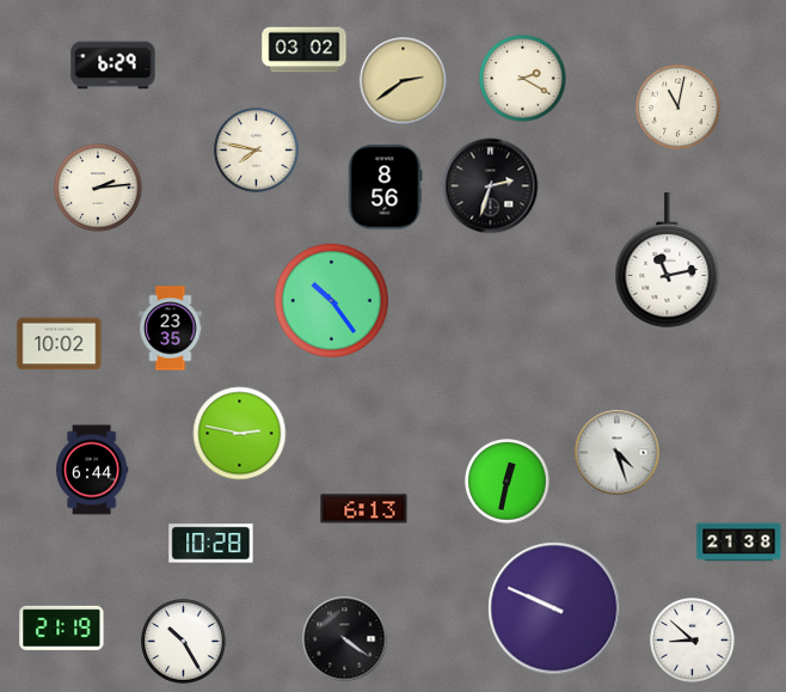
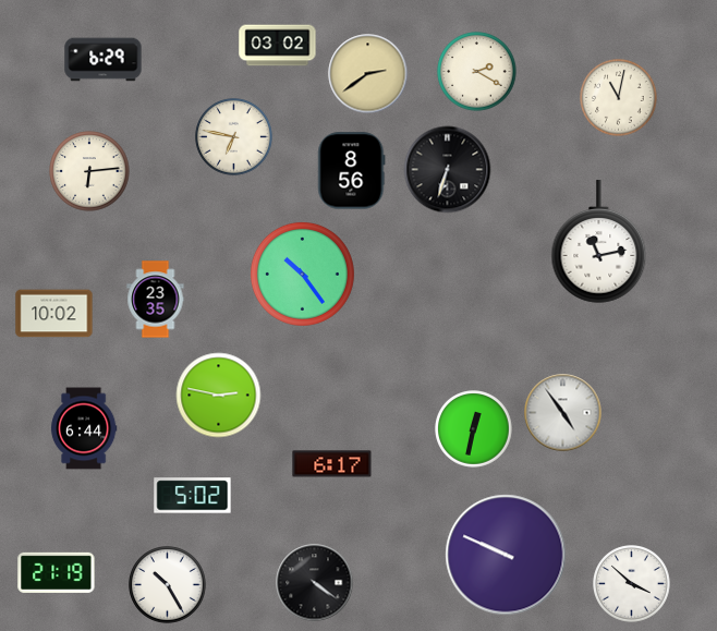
clock at (257, 151): 7:47 -> 6:47
clock at (491, 186): 2:33 -> 6:33
clock at (98, 188): 2:14 -> 6:14
clock at (668, 261) position: (668, 261) -> (599, 242)
clock at (618, 453): 4:27 -> 4:54
clock at (508, 482) position: (508, 482) -> (474, 429)
clock at (364, 509): 6:13 -> 6:17
clock at (739, 543): 21:38 -> none
clock at (211, 544): 10:28 -> 5:02
clock at (693, 641): 8:52 -> 3:52
